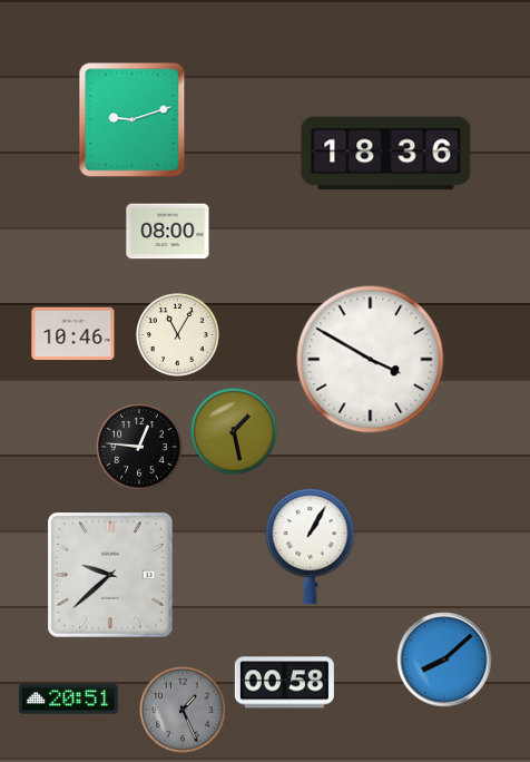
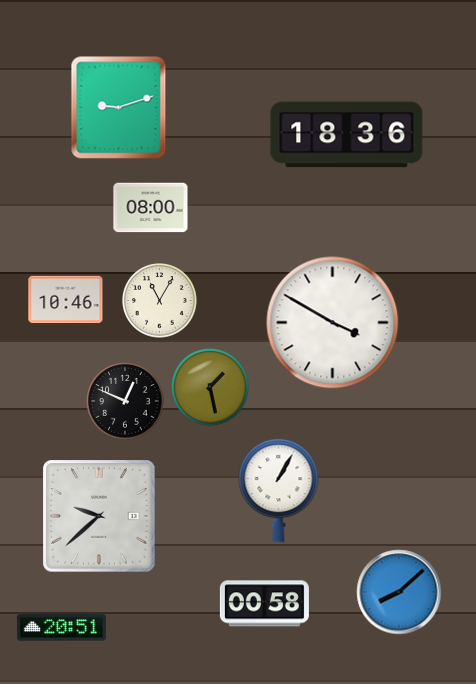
clock at (386, 154) position: (386, 154) -> (347, 135)
clock at (139, 447): 12:46 -> 12:49
clock at (284, 683) position: (284, 683) -> (264, 604)
clock at (183, 710): 1:26 -> none
